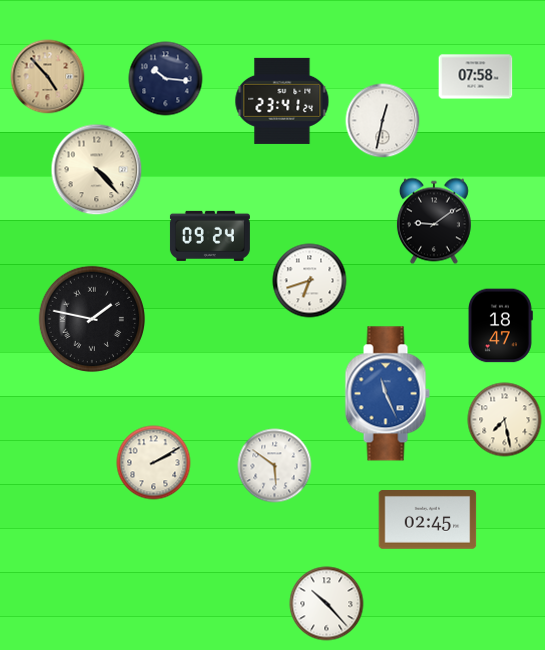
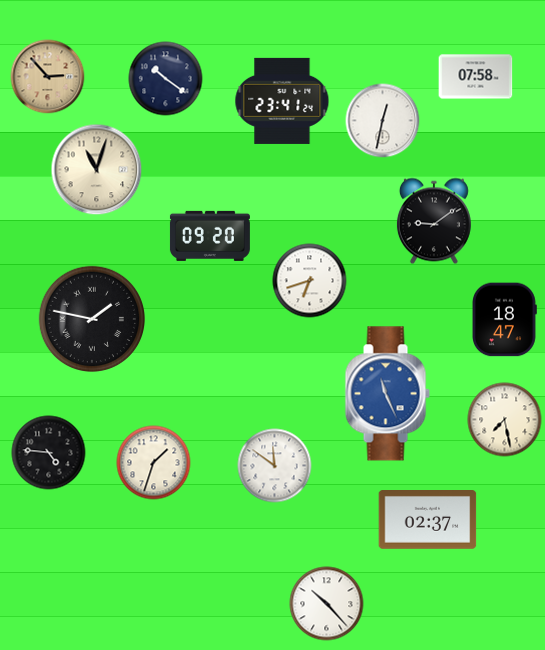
clock at (48, 77): 4:53 -> 2:53
clock at (166, 79): 10:16 -> 10:21
clock at (97, 170): 4:23 -> 11:03
clock at (210, 236): 09:24 -> 09:20
clock at (501, 326) position: (501, 326) -> (505, 320)
clock at (49, 453): none -> 4:46
clock at (154, 463): 2:10 -> 1:33
clock at (275, 466): 5:51 -> 11:51
clock at (428, 520): 02:45 -> 02:37
